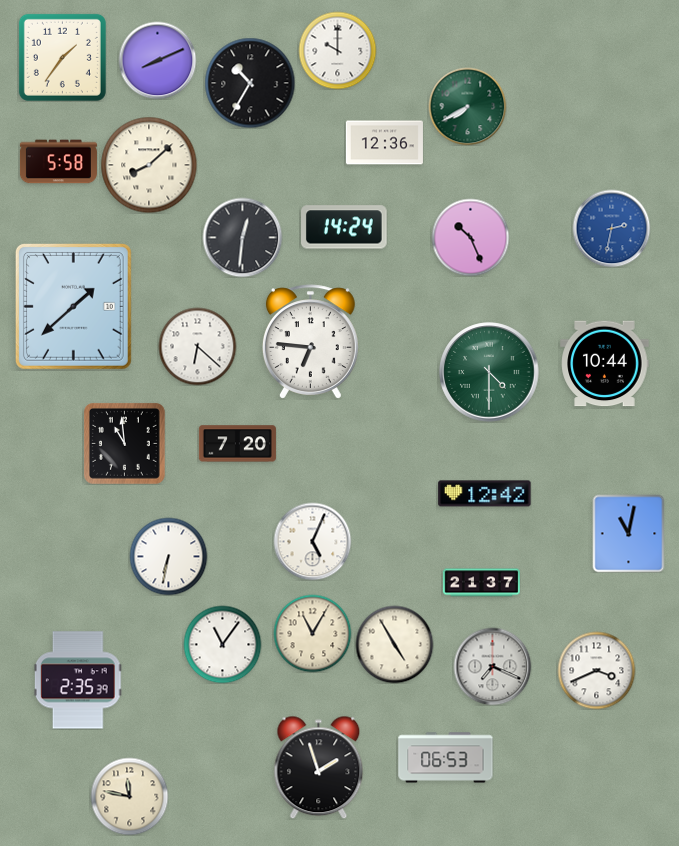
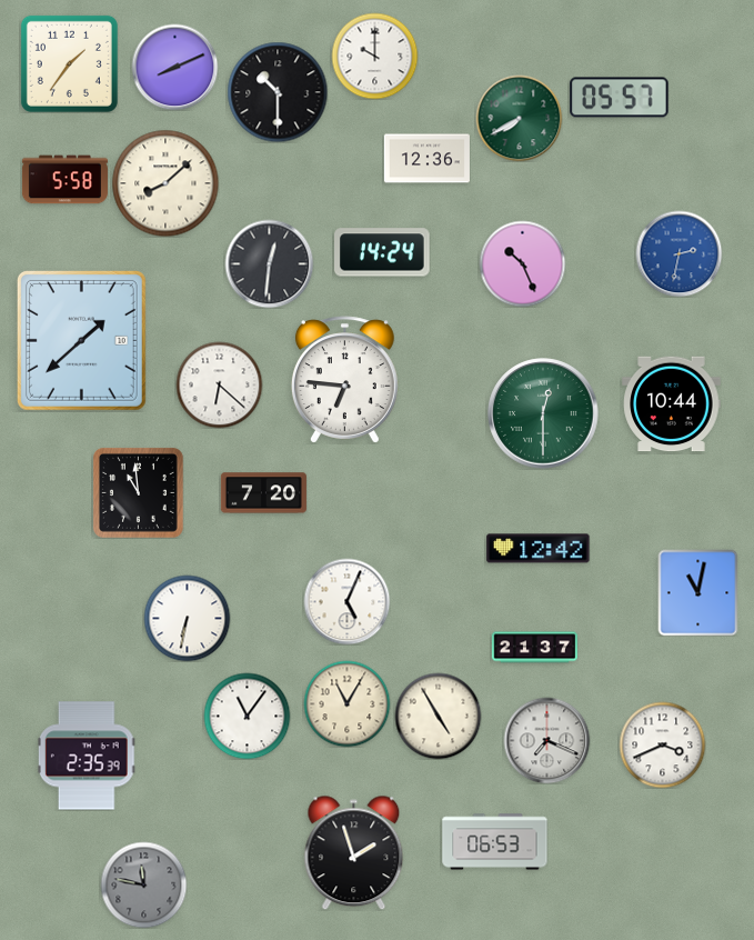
clock at (250, 83): 10:35 -> 10:30
clock at (620, 98): none -> 05:57
clock at (489, 372): 4:30 -> 12:30
clock at (129, 796) dial: cream -> grey
